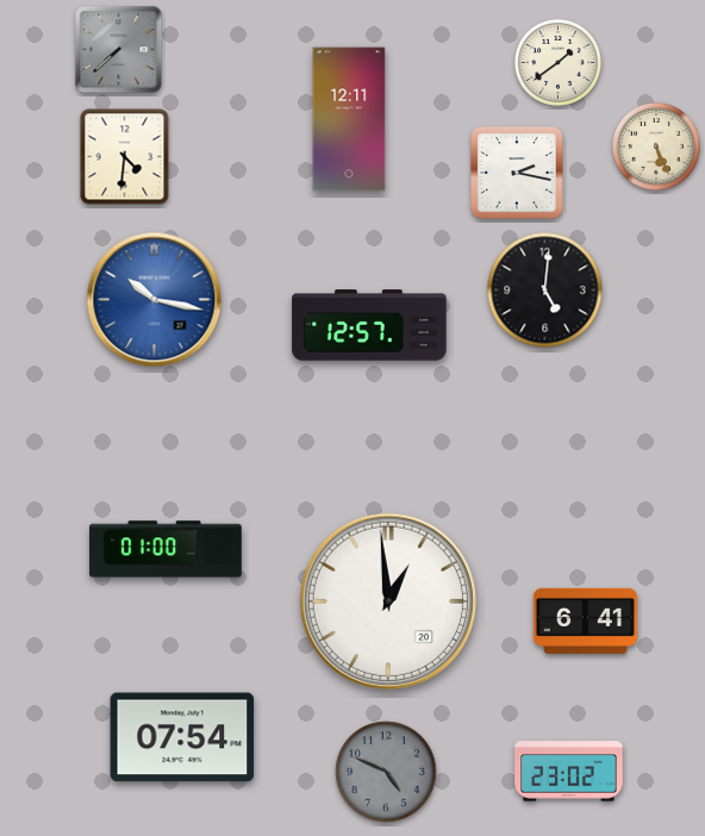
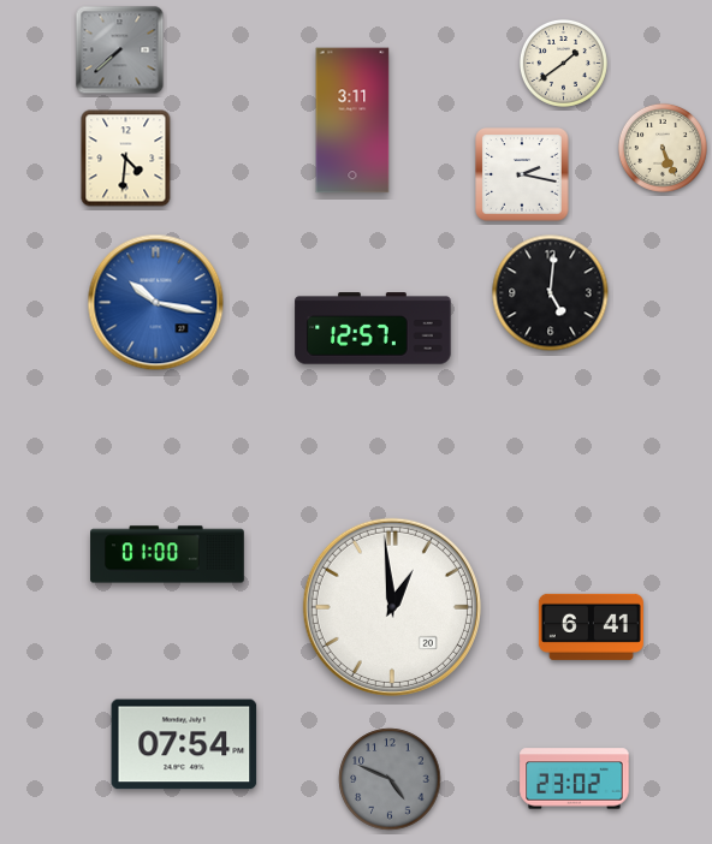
clock at (349, 119): 12:11 -> 3:11
